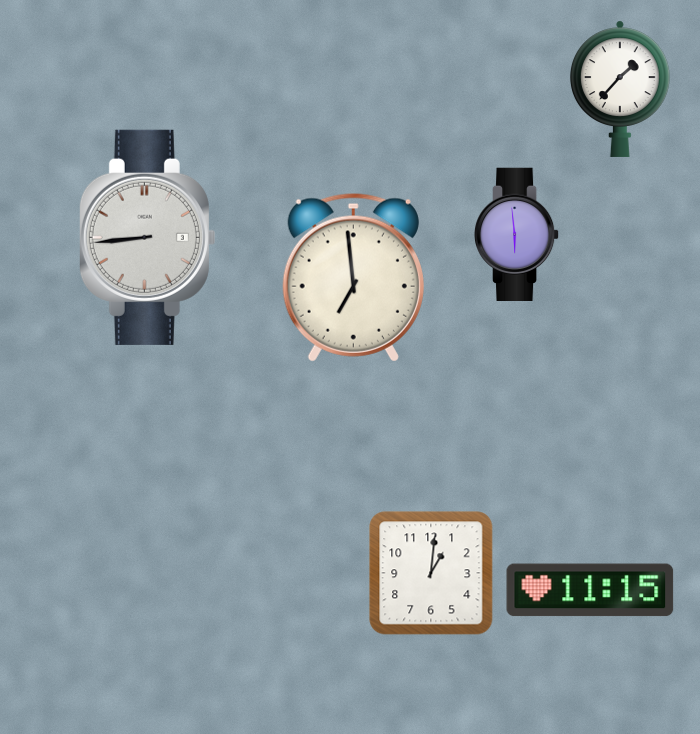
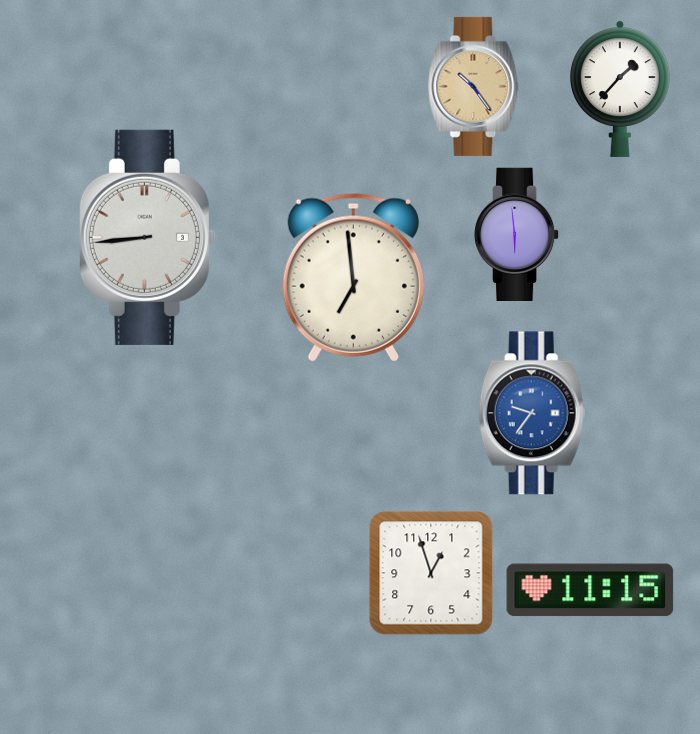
clock at (474, 86): none -> 10:24
clock at (532, 413): none -> 9:36
clock at (431, 573): 1:01 -> 12:57
